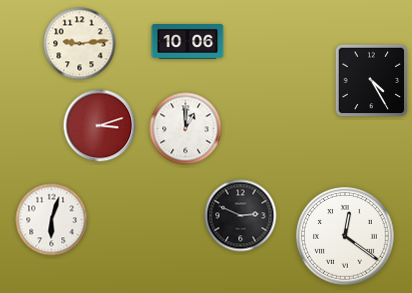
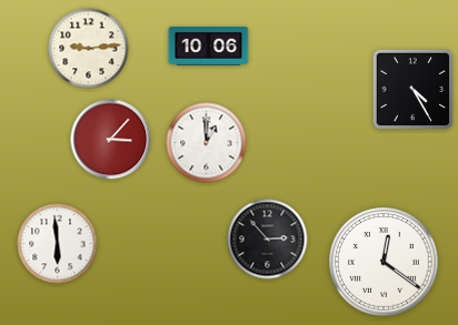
clock at (100, 126): 3:12 -> 3:07
clock at (241, 216): 2:49 -> 2:53
clock at (52, 220): 6:03 -> 5:59
